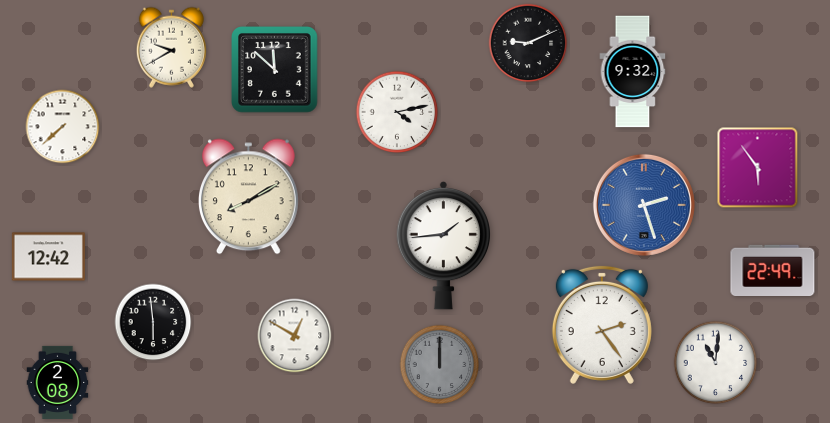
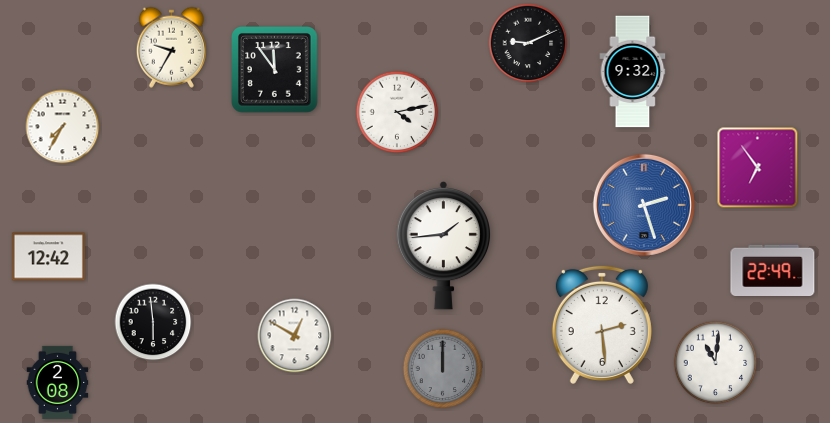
clock at (171, 47): 9:40 -> 9:35
clock at (275, 70): 11:52 -> 11:54
clock at (63, 127): 7:38 -> 7:35
clock at (758, 168): 5:54 -> 6:54
clock at (248, 197): 8:10 -> none
clock at (602, 325): 2:24 -> 2:29
clock at (440, 365) position: (440, 365) -> (443, 369)
